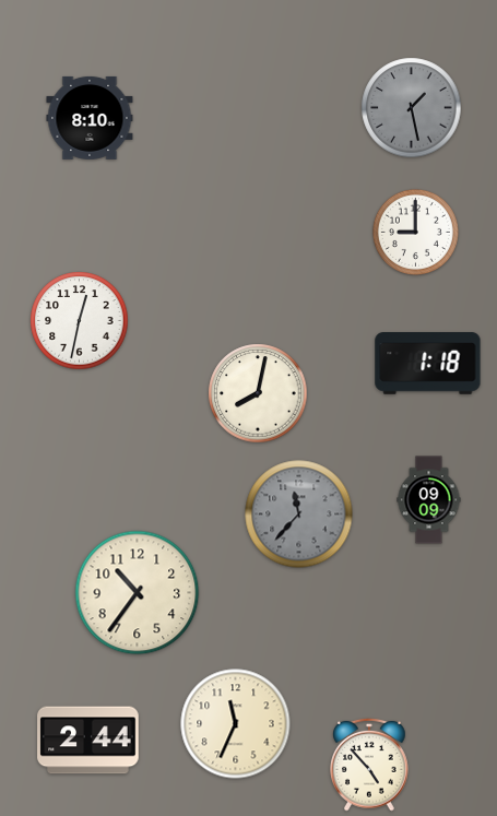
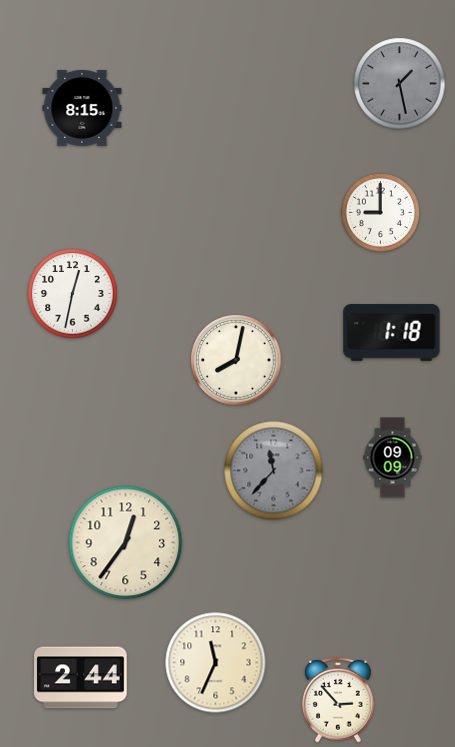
clock at (412, 108) position: (412, 108) -> (400, 84)
clock at (90, 118): 8:10 -> 8:15
clock at (138, 593): 10:36 -> 12:36
clock at (369, 765): 4:53 -> 2:53
